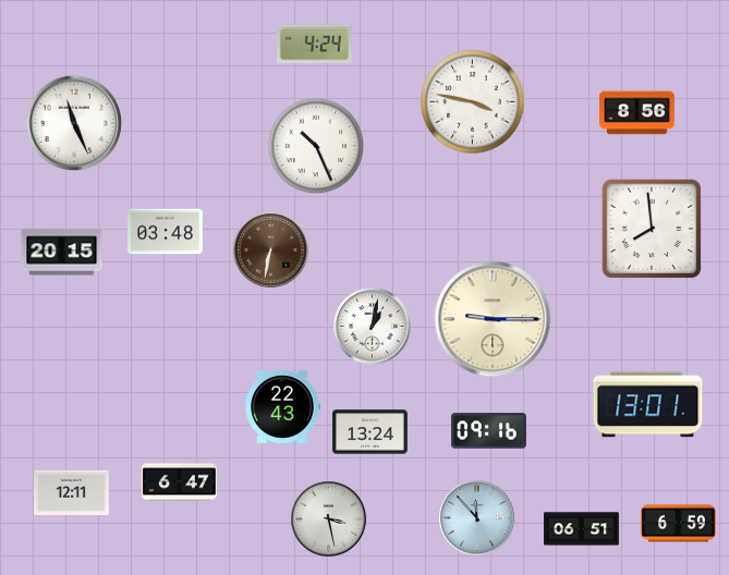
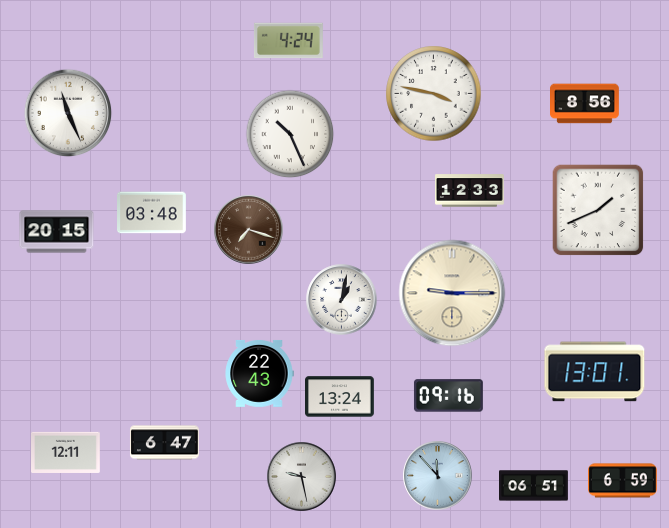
clock at (470, 191): none -> 12:33
clock at (652, 229): 7:59 -> 1:41
clock at (271, 250): 6:32 -> 7:18
clock at (329, 519): 3:28 -> 9:28
